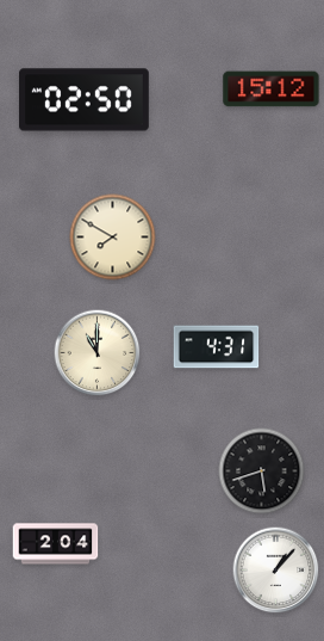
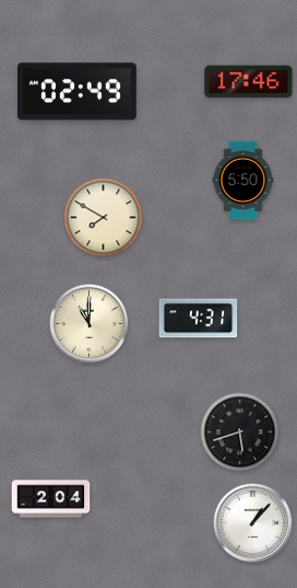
clock at (272, 90): 15:12 -> 17:46
clock at (83, 100): 02:50 -> 02:49
clock at (243, 181): none -> 5:50
